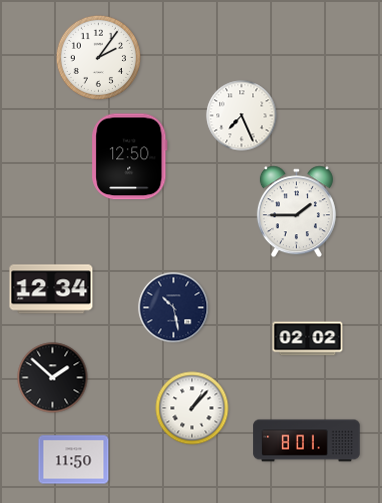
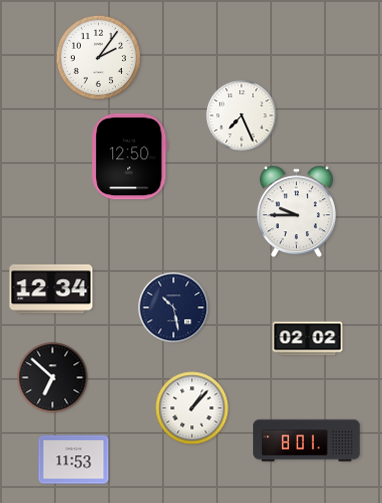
clock at (296, 212): 1:45 -> 9:45
clock at (53, 378): 1:52 -> 6:52
clock at (74, 460): 11:50 -> 11:53
